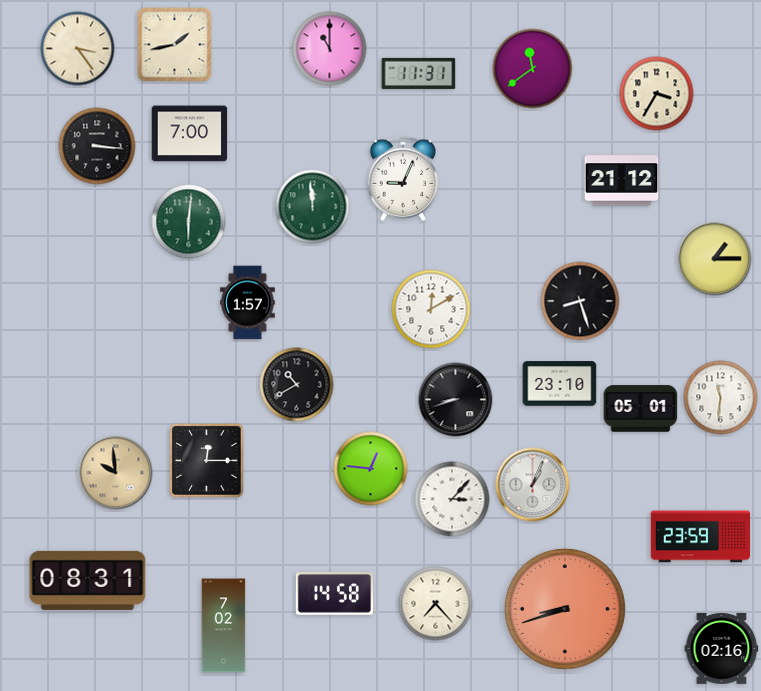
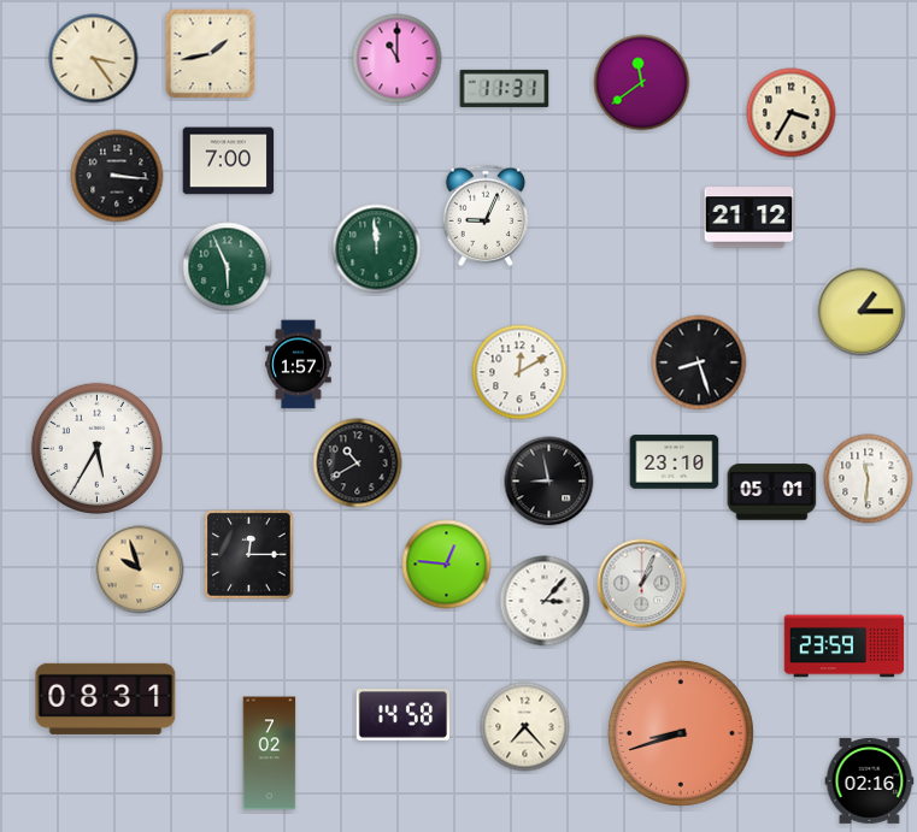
clock at (189, 222): 6:01 -> 5:56
clock at (96, 448): none -> 5:35
clock at (456, 400): 8:42 -> 8:58
clock at (116, 473): 9:59 -> 9:57
